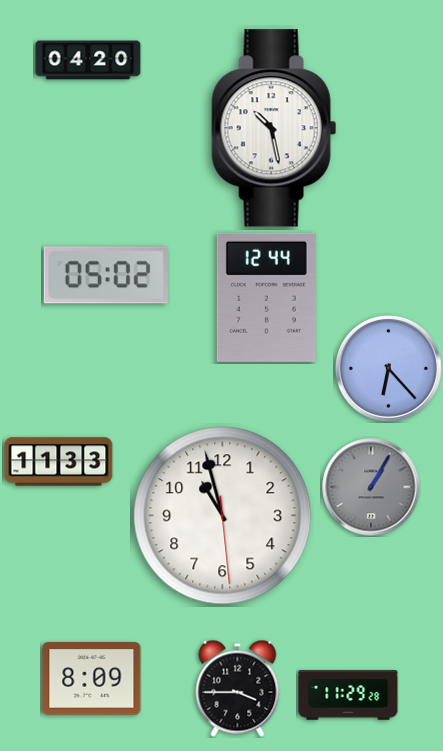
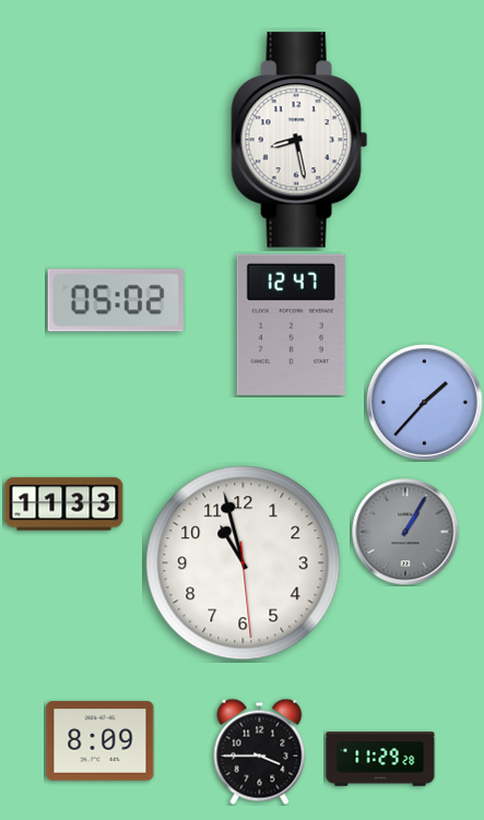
clock at (88, 60): 04:20 -> none
clock at (274, 128): 10:28 -> 8:28
clock at (266, 297): 12:44 -> 12:47
clock at (388, 368): 6:23 -> 1:37
